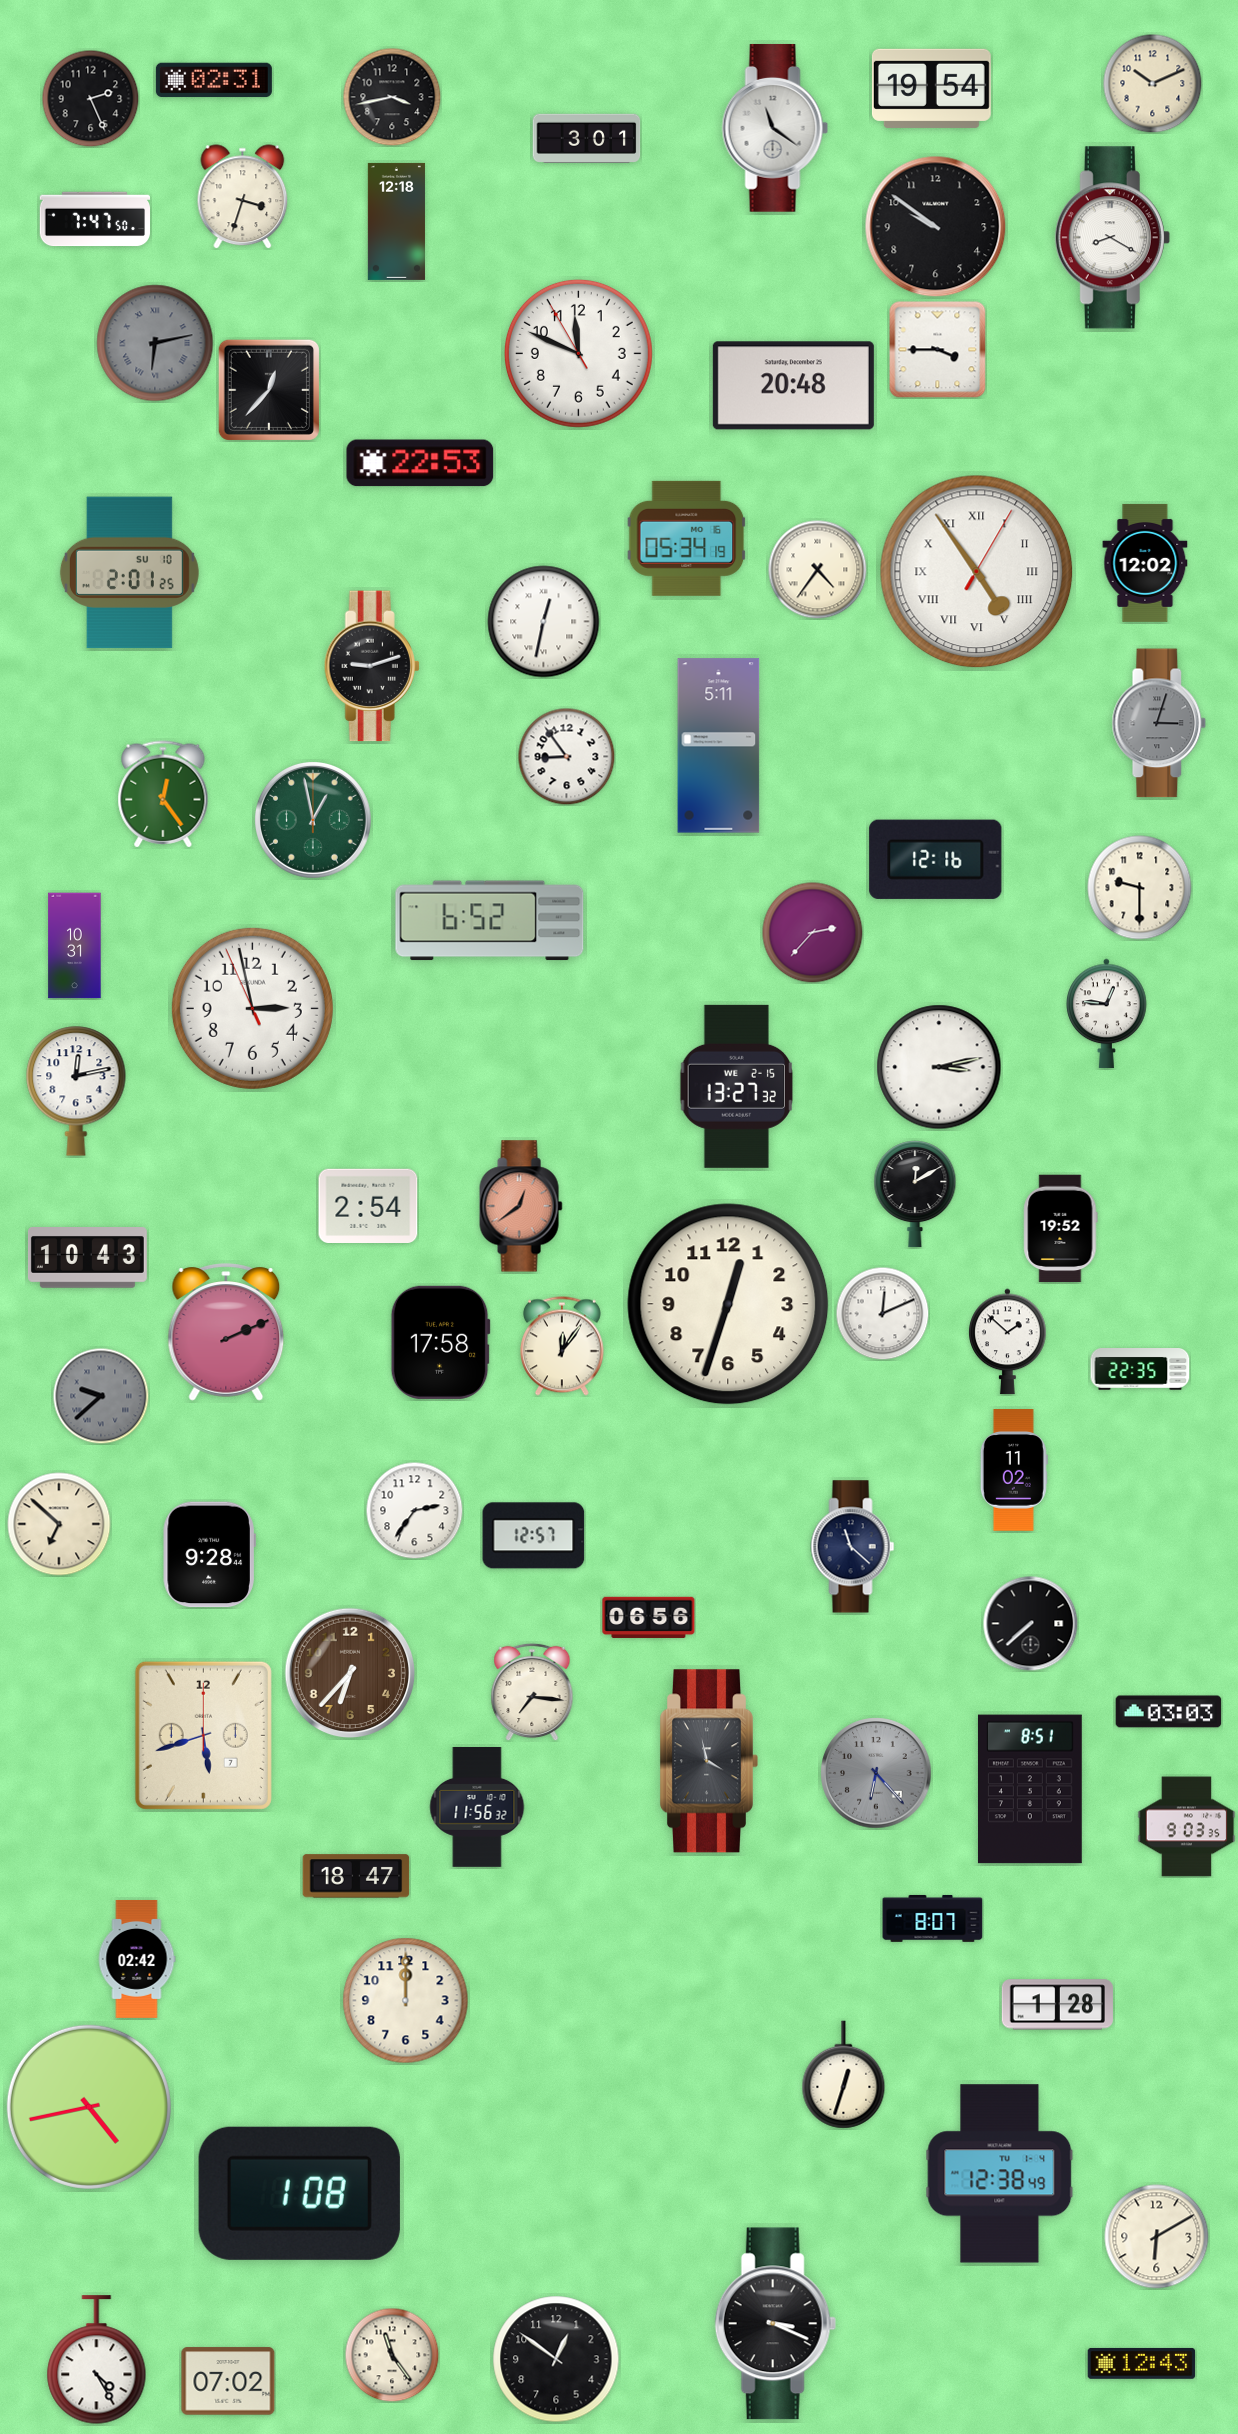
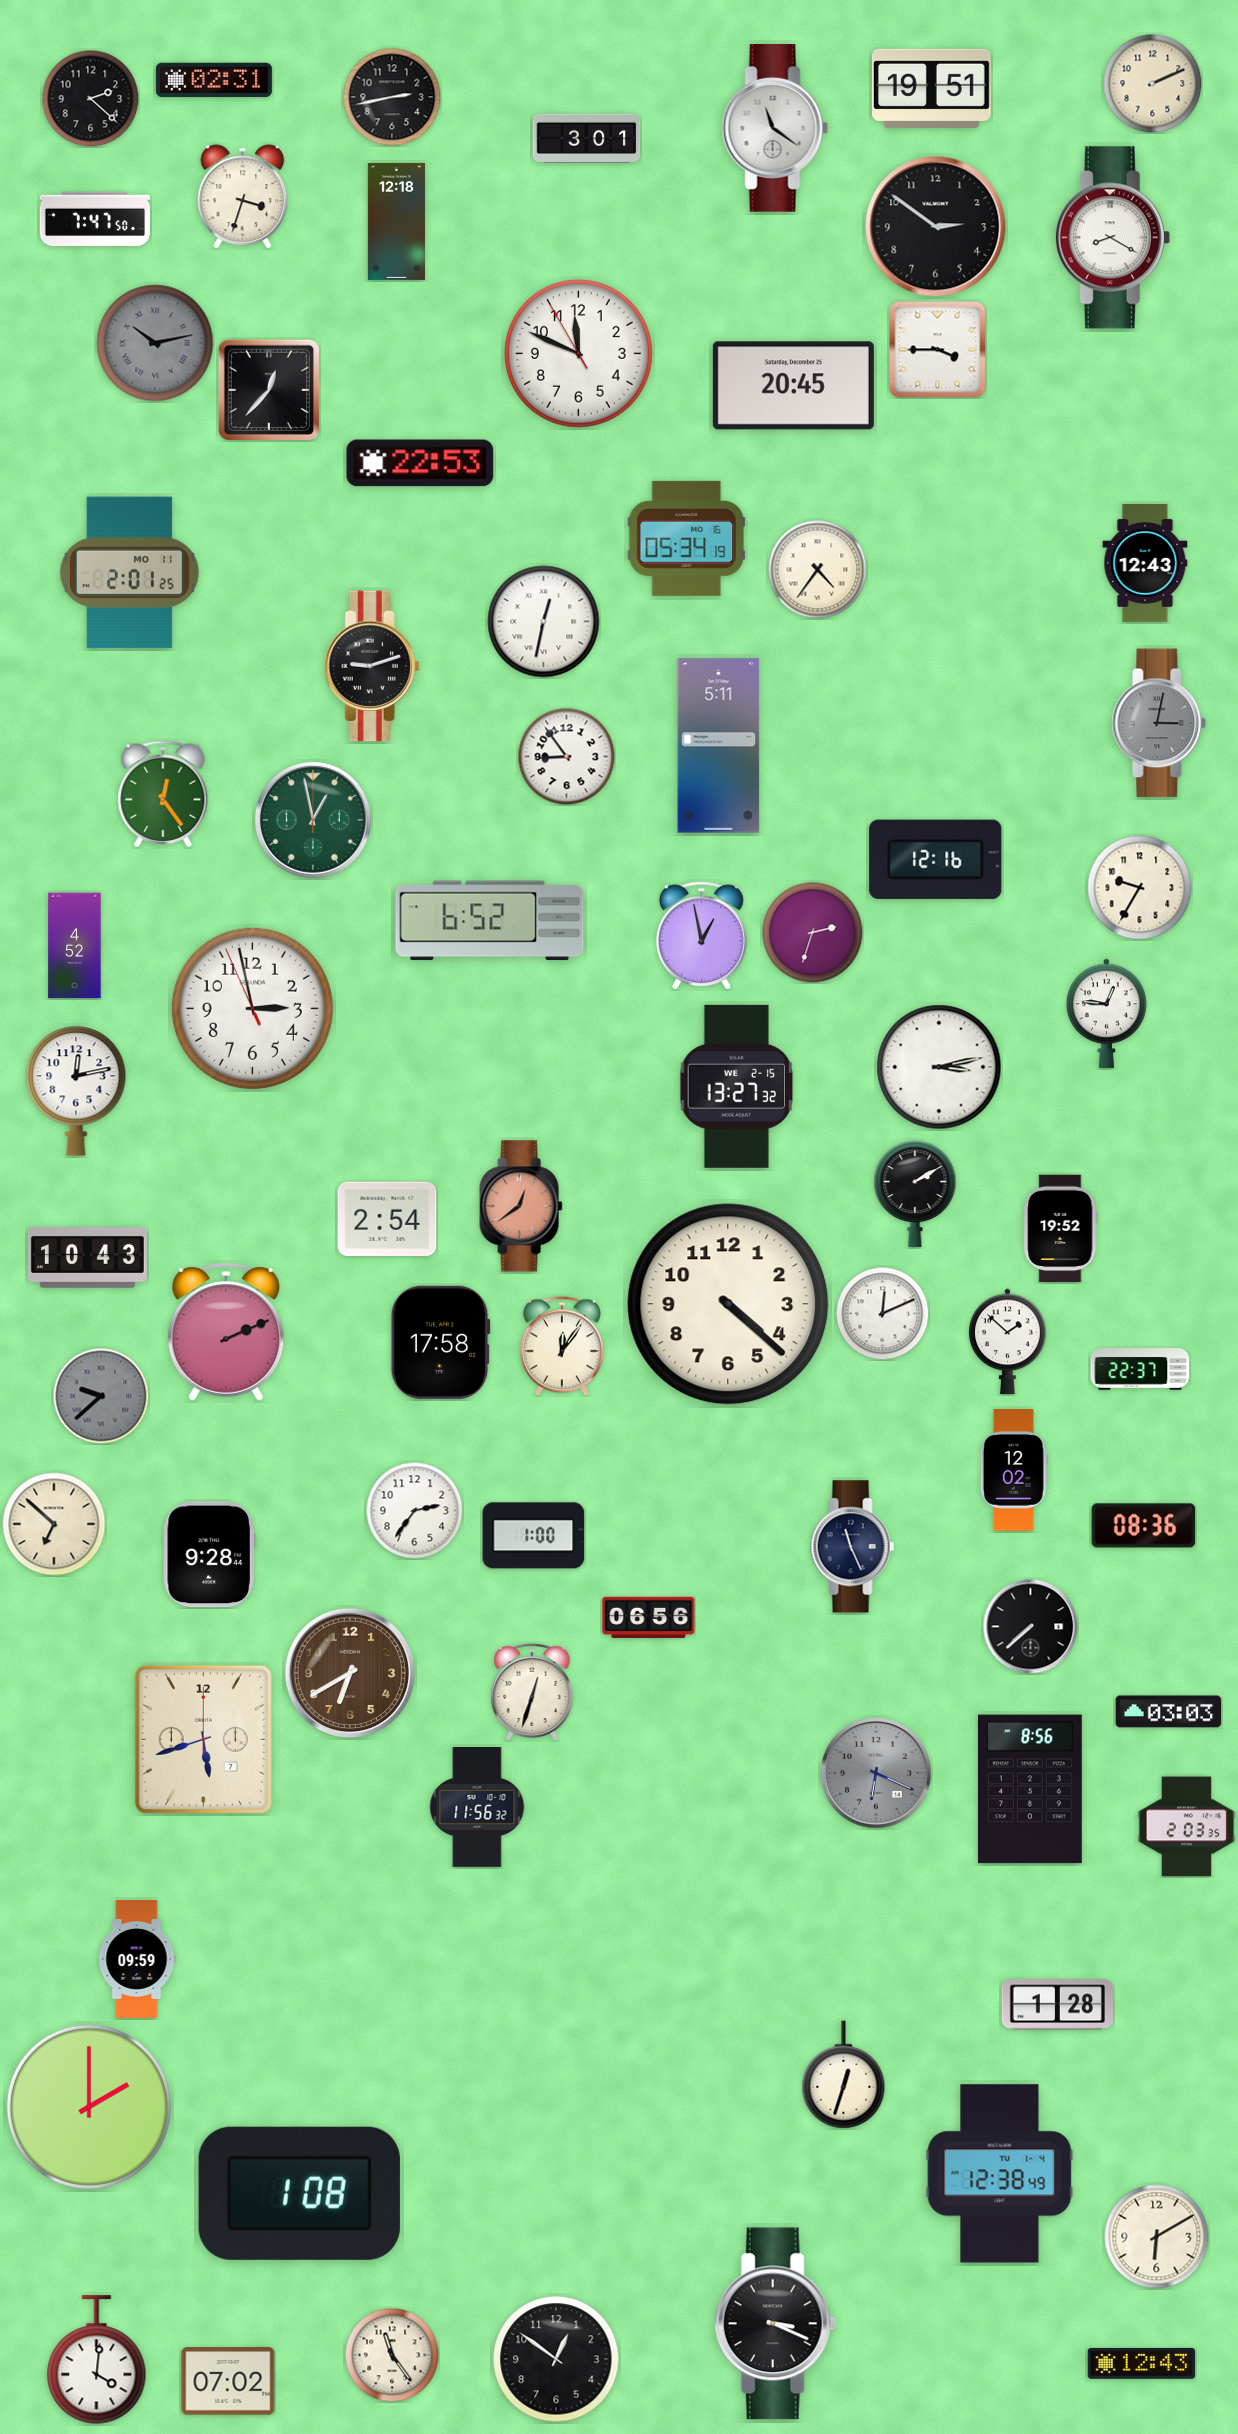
clock at (1153, 84): 10:11 -> 2:11
clock at (931, 88): 19:54 -> 19:51
clock at (392, 97): 3:43 -> 2:43
clock at (90, 98): 2:26 -> 2:22
clock at (936, 227): 9:51 -> 2:51
clock at (155, 343): 6:13 -> 10:13
clock at (793, 386): 20:48 -> 20:45
clock at (1145, 563): 12:02 -> 12:43
clock at (977, 572): 4:54 -> none
clock at (129, 573) date: SU 10 -> MO 11
clock at (1159, 723): 3:03 -> 3:02
clock at (1140, 888): 9:30 -> 9:35
clock at (813, 933): 2:37 -> 2:33
clock at (701, 936): none -> 12:58
clock at (75, 946): 10:31 -> 4:52
clock at (915, 1194): 12:10 -> 2:10
clock at (368, 1205) position: (368, 1205) -> (387, 1218)
clock at (728, 1304): 12:33 -> 4:22
clock at (1140, 1370): 22:35 -> 22:37
clock at (1014, 1470): 11:02 -> 12:02
clock at (59, 1524) position: (59, 1524) -> (54, 1524)
clock at (1144, 1526): none -> 08:36
clock at (534, 1536): 12:57 -> 1:00
clock at (853, 1547): 11:22 -> 11:26
clock at (1030, 1623) position: (1030, 1623) -> (1030, 1626)
clock at (350, 1673): 6:37 -> 6:40
clock at (532, 1692): 7:16 -> 12:33
clock at (203, 1735) position: (203, 1735) -> (203, 1739)
clock at (708, 1761): 3:58 -> none
clock at (876, 1773): 6:23 -> 6:19
clock at (1030, 1789): 8:51 -> 8:56
clock at (1187, 1827): 9:03 -> 2:03
clock at (356, 1876): 18:47 -> none
clock at (933, 1918): 8:07 -> none
clock at (137, 1959): 02:42 -> 09:59
clock at (406, 2001): 12:00 -> none
clock at (89, 2107): 4:43 -> 2:00
clock at (97, 2360): 4:25 -> 4:01
